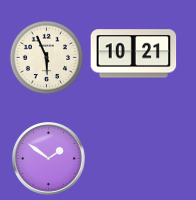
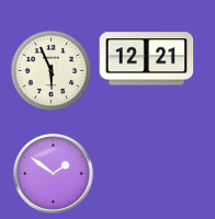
clock at (134, 54): 10:21 -> 12:21
clock at (47, 58) position: (47, 58) -> (52, 71)
